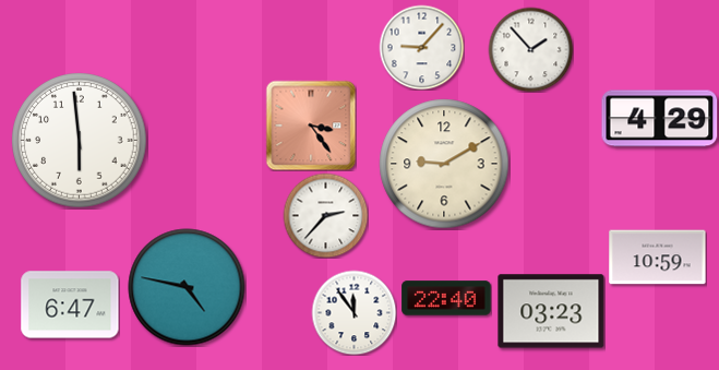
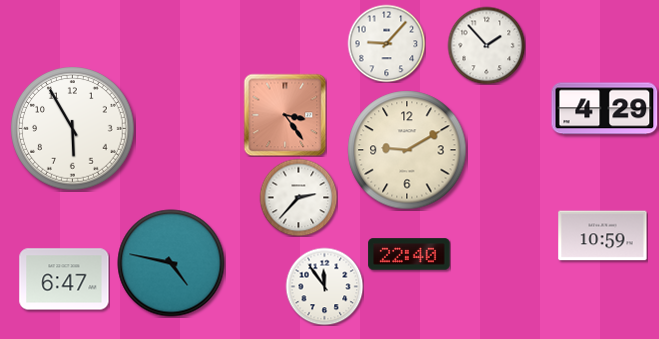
clock at (80, 141): 5:59 -> 5:55
clock at (446, 298) position: (446, 298) -> (409, 254)
clock at (551, 311): 03:23 -> none
